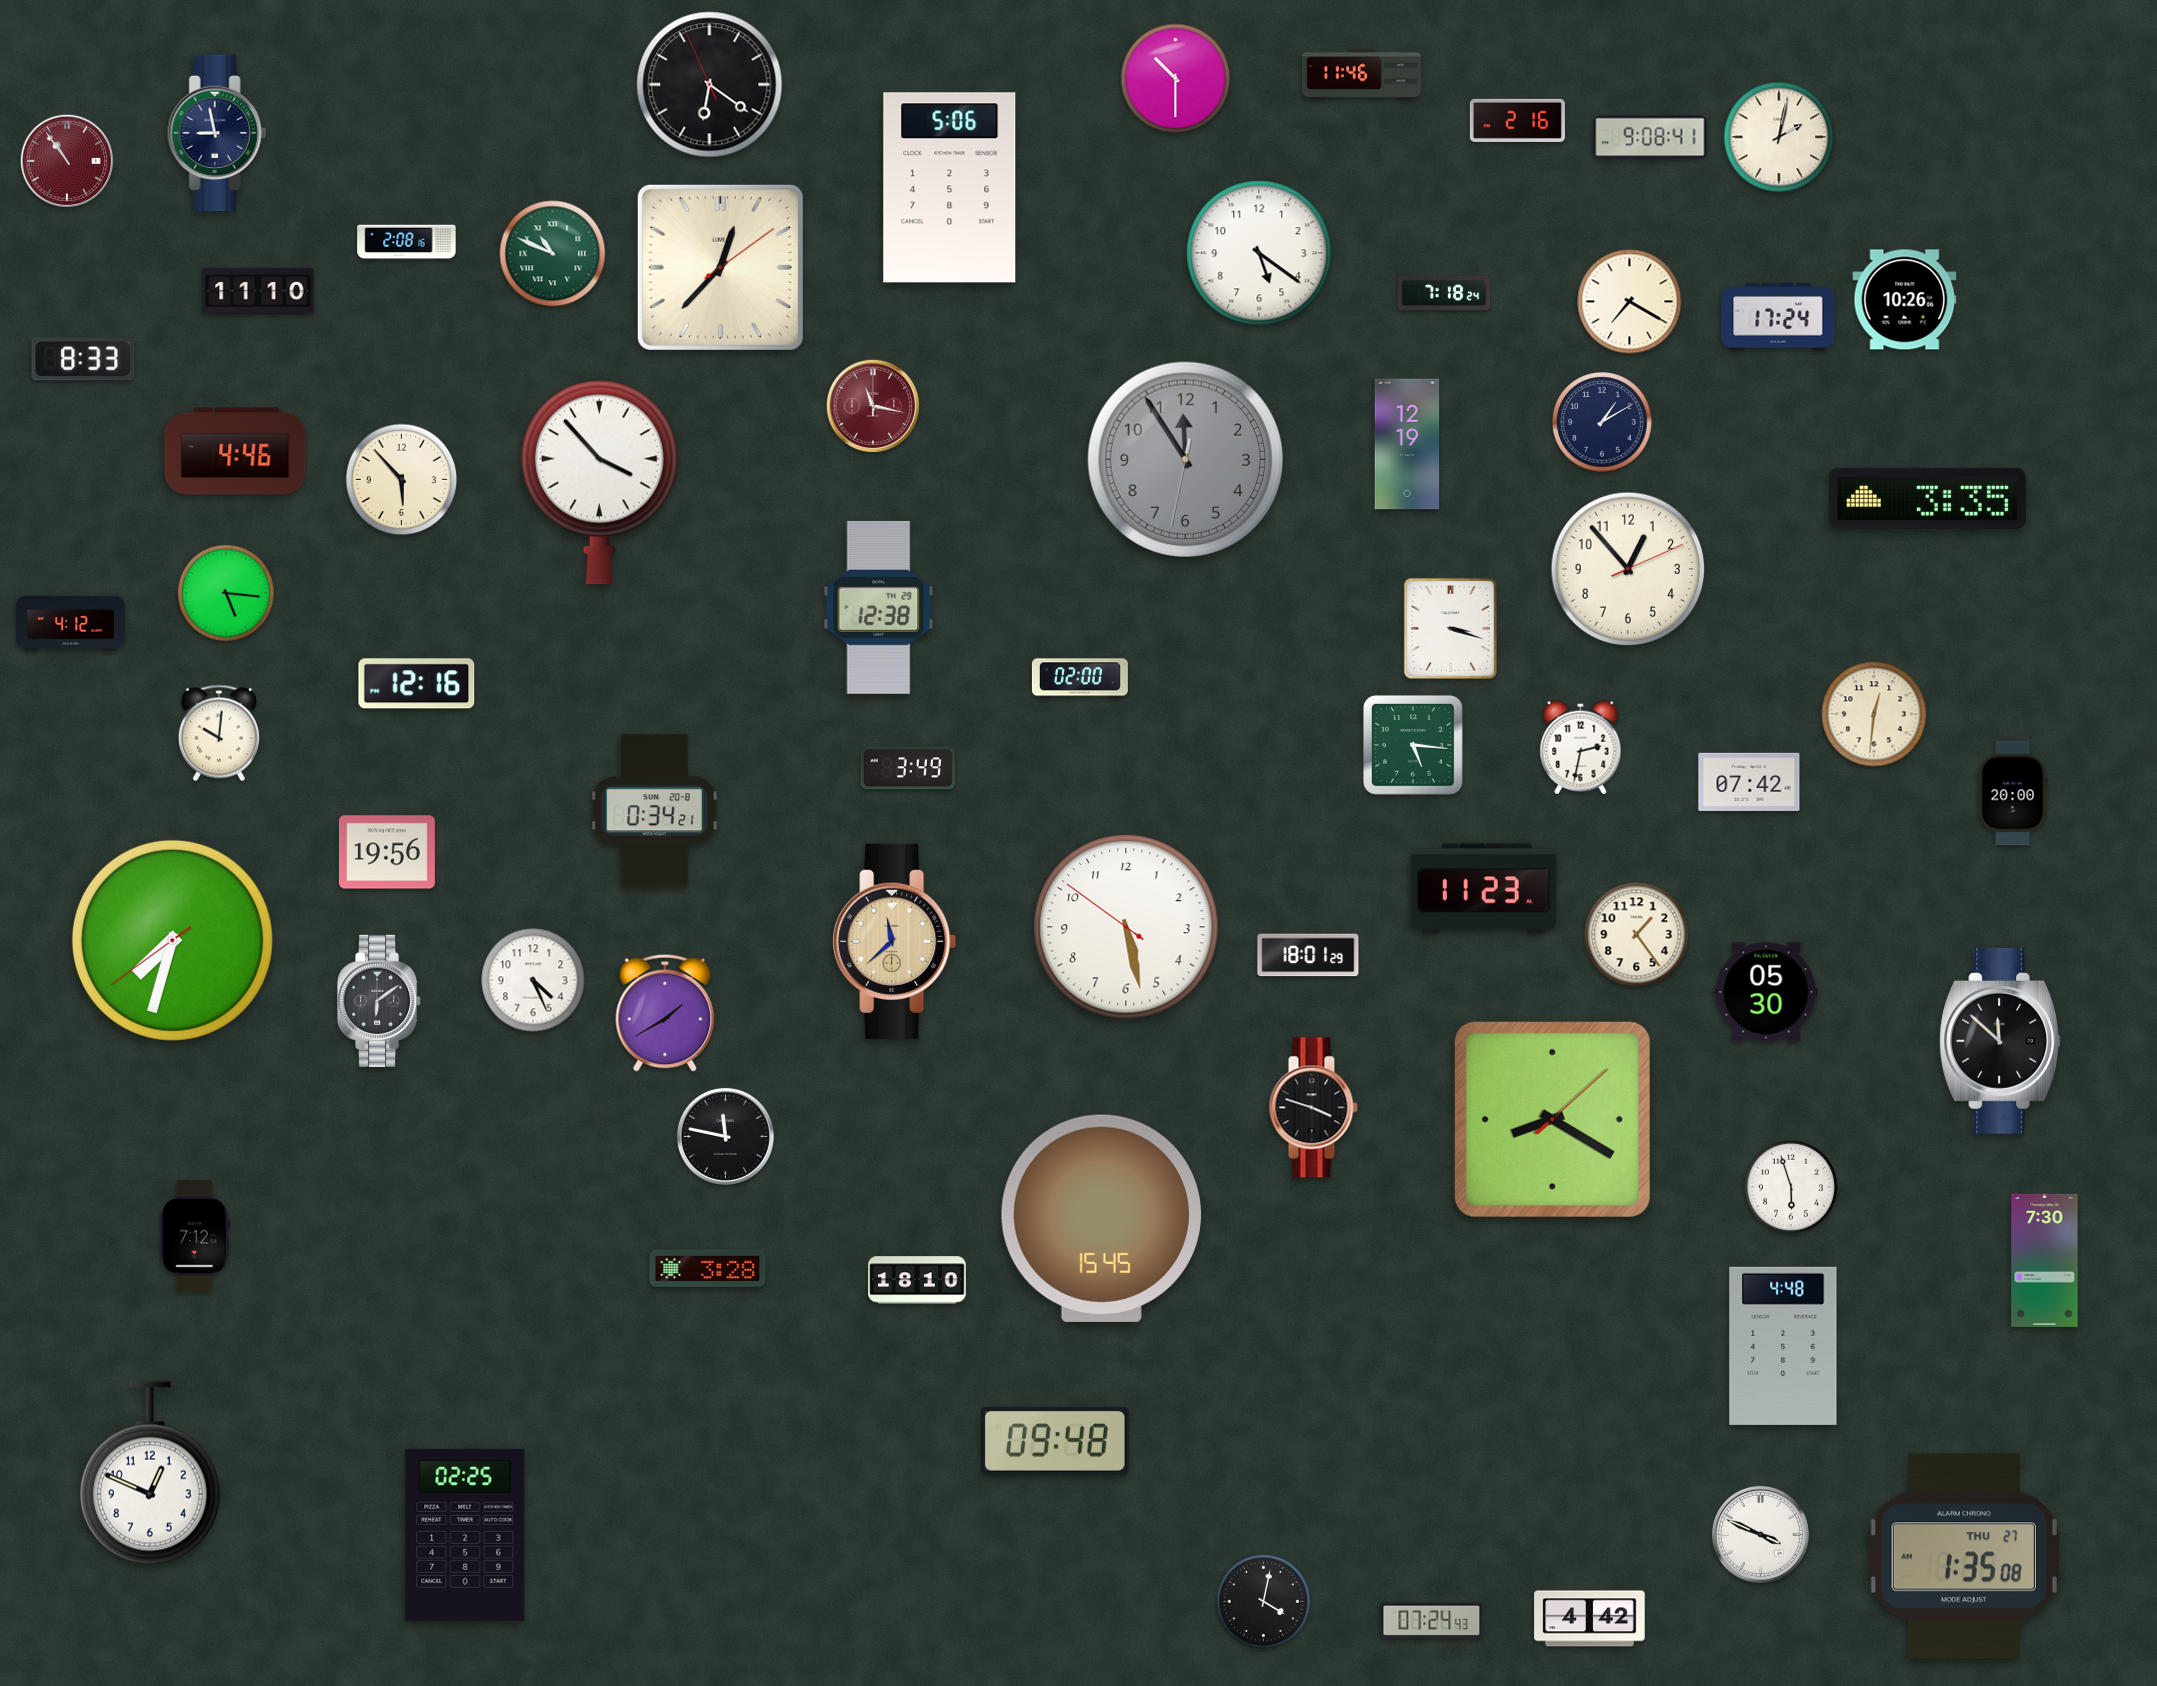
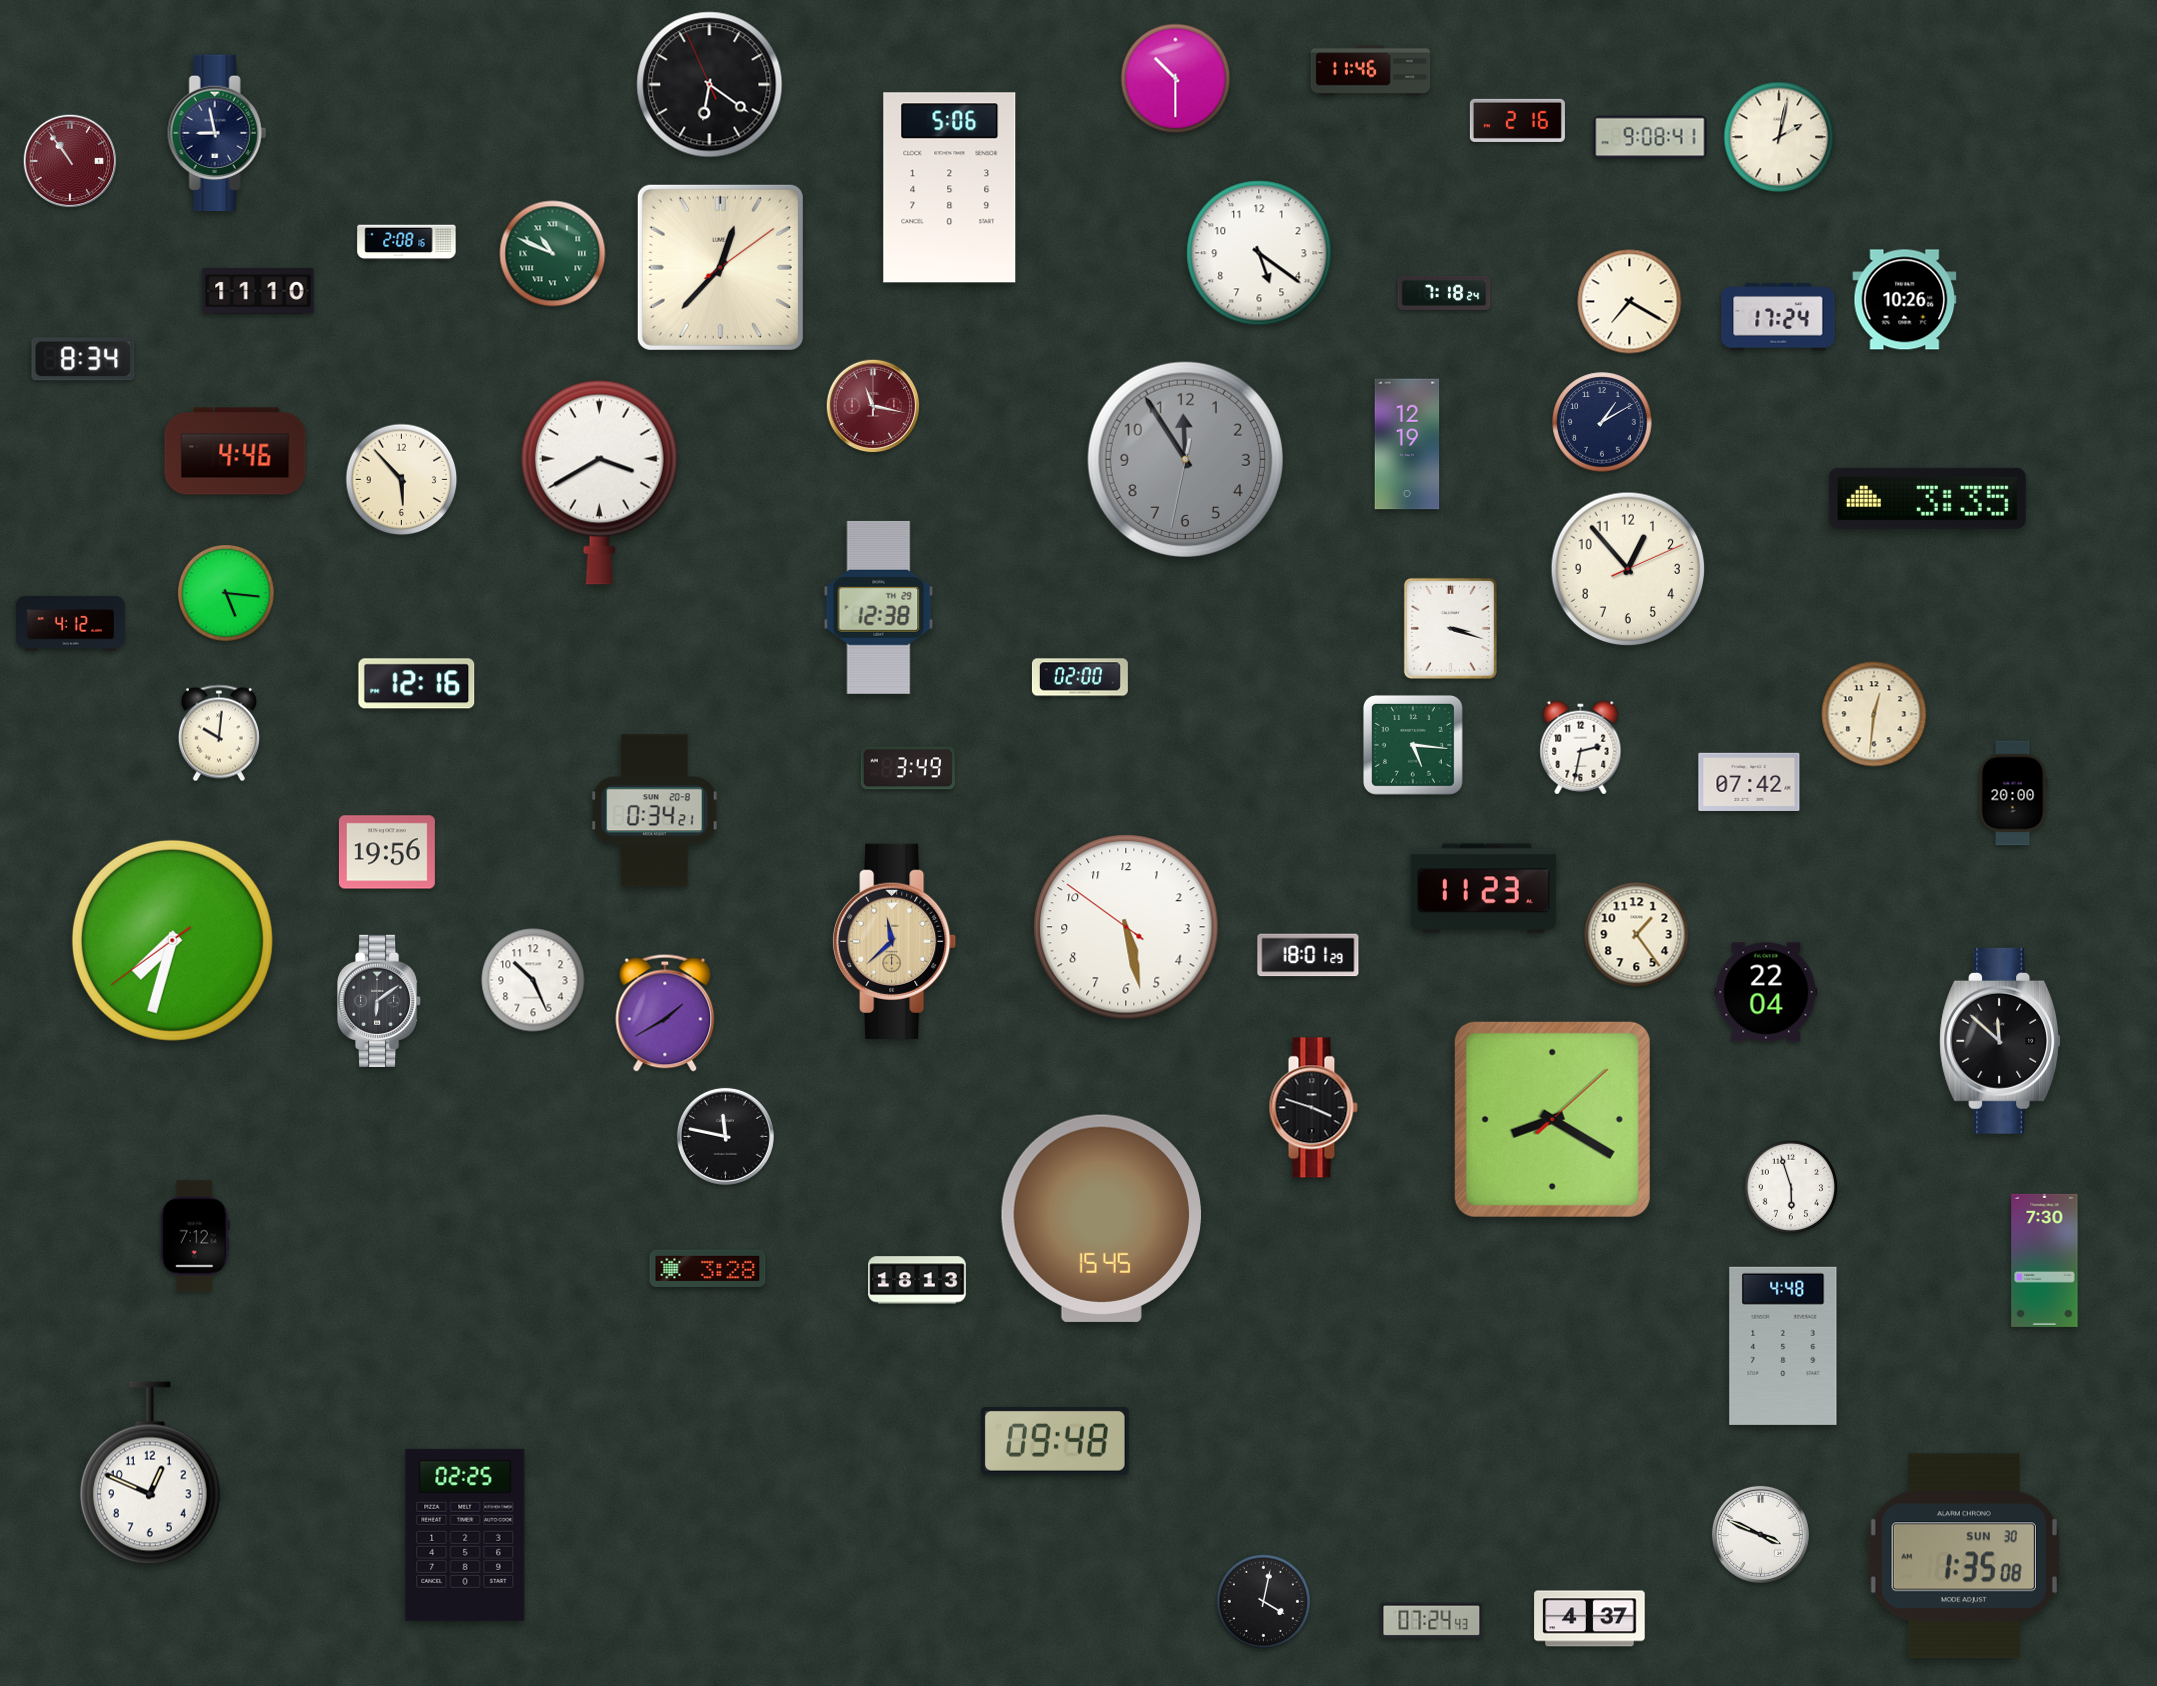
clock at (1362, 75) position: (1362, 75) -> (1371, 71)
clock at (67, 161) position: (67, 161) -> (70, 161)
clock at (83, 359): 8:33 -> 8:34
clock at (599, 482): 3:53 -> 3:40
clock at (533, 980): 4:26 -> 10:26
clock at (1766, 992): 05:30 -> 22:04
clock at (917, 1280): 18:10 -> 18:13
clock at (1964, 1556) date: THU 27 -> SUN 30
clock at (1590, 1619): 4:42 -> 4:37
